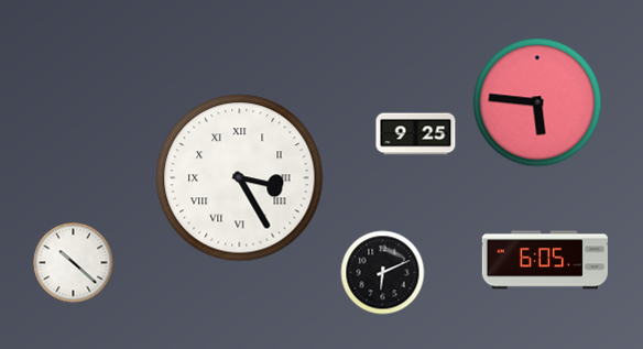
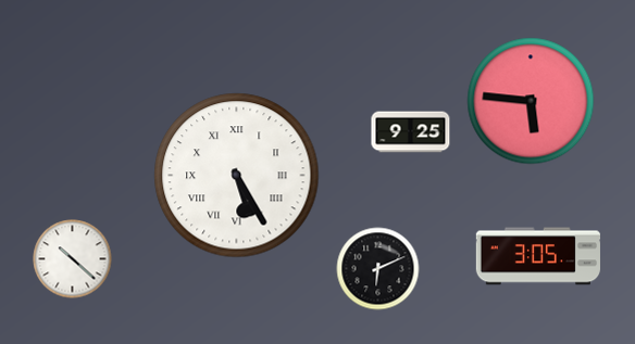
clock at (240, 178): 3:25 -> 5:25
clock at (545, 260): 6:05 -> 3:05
